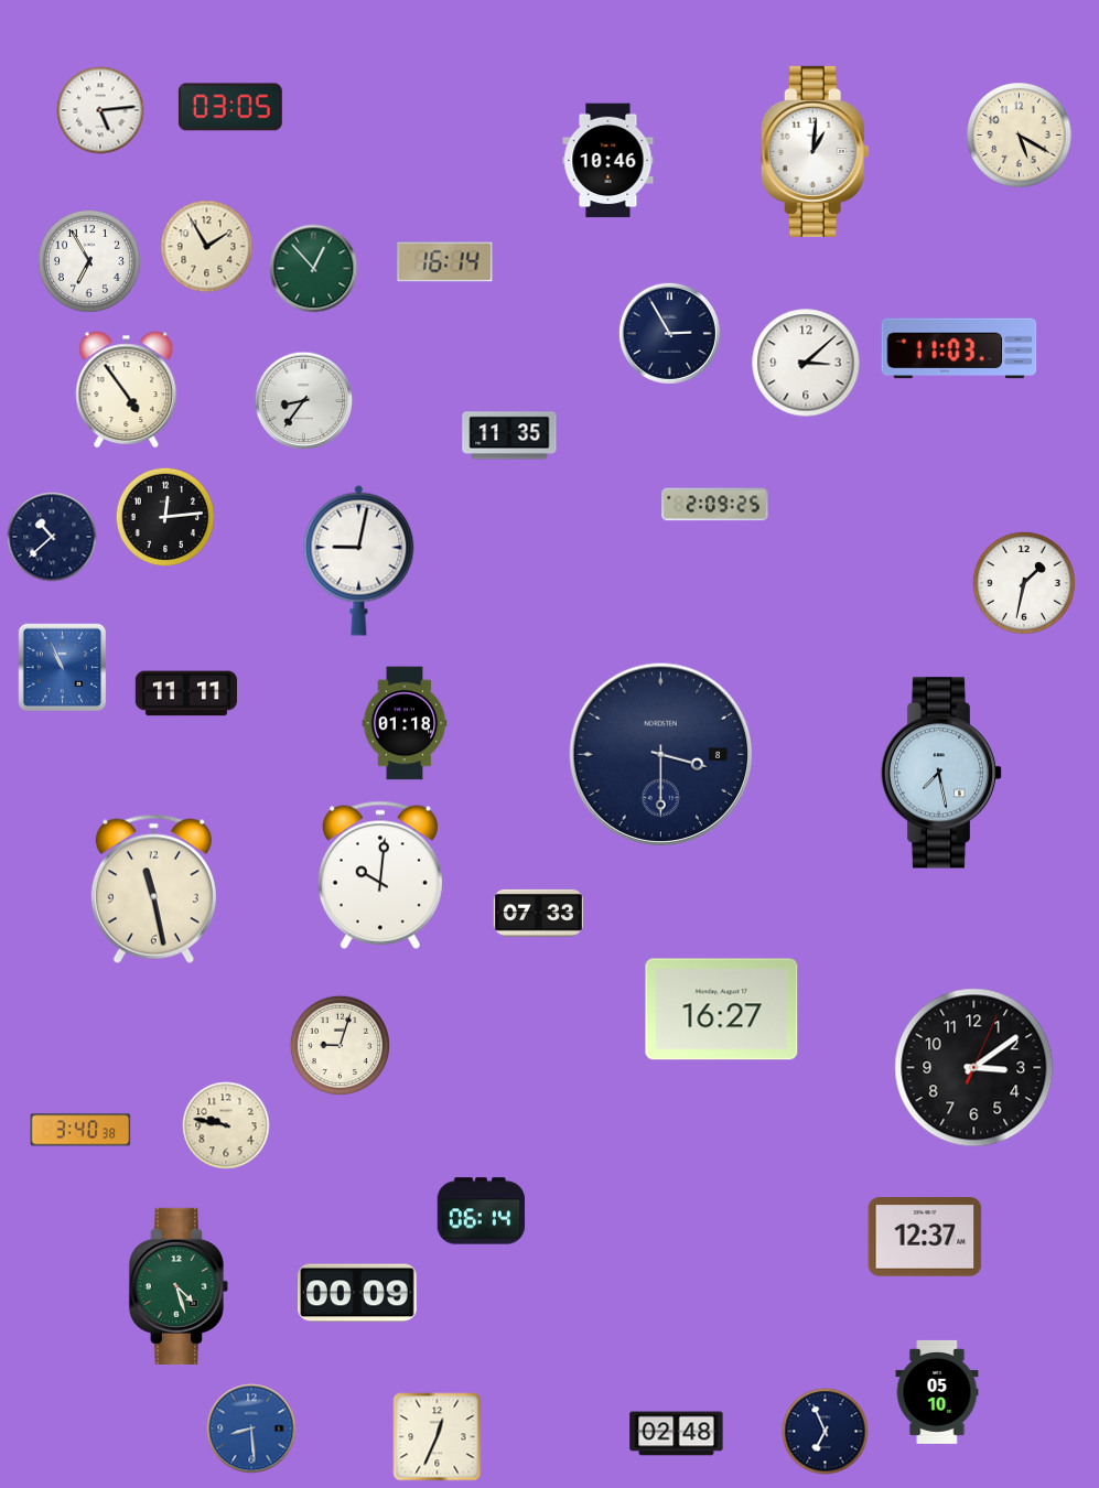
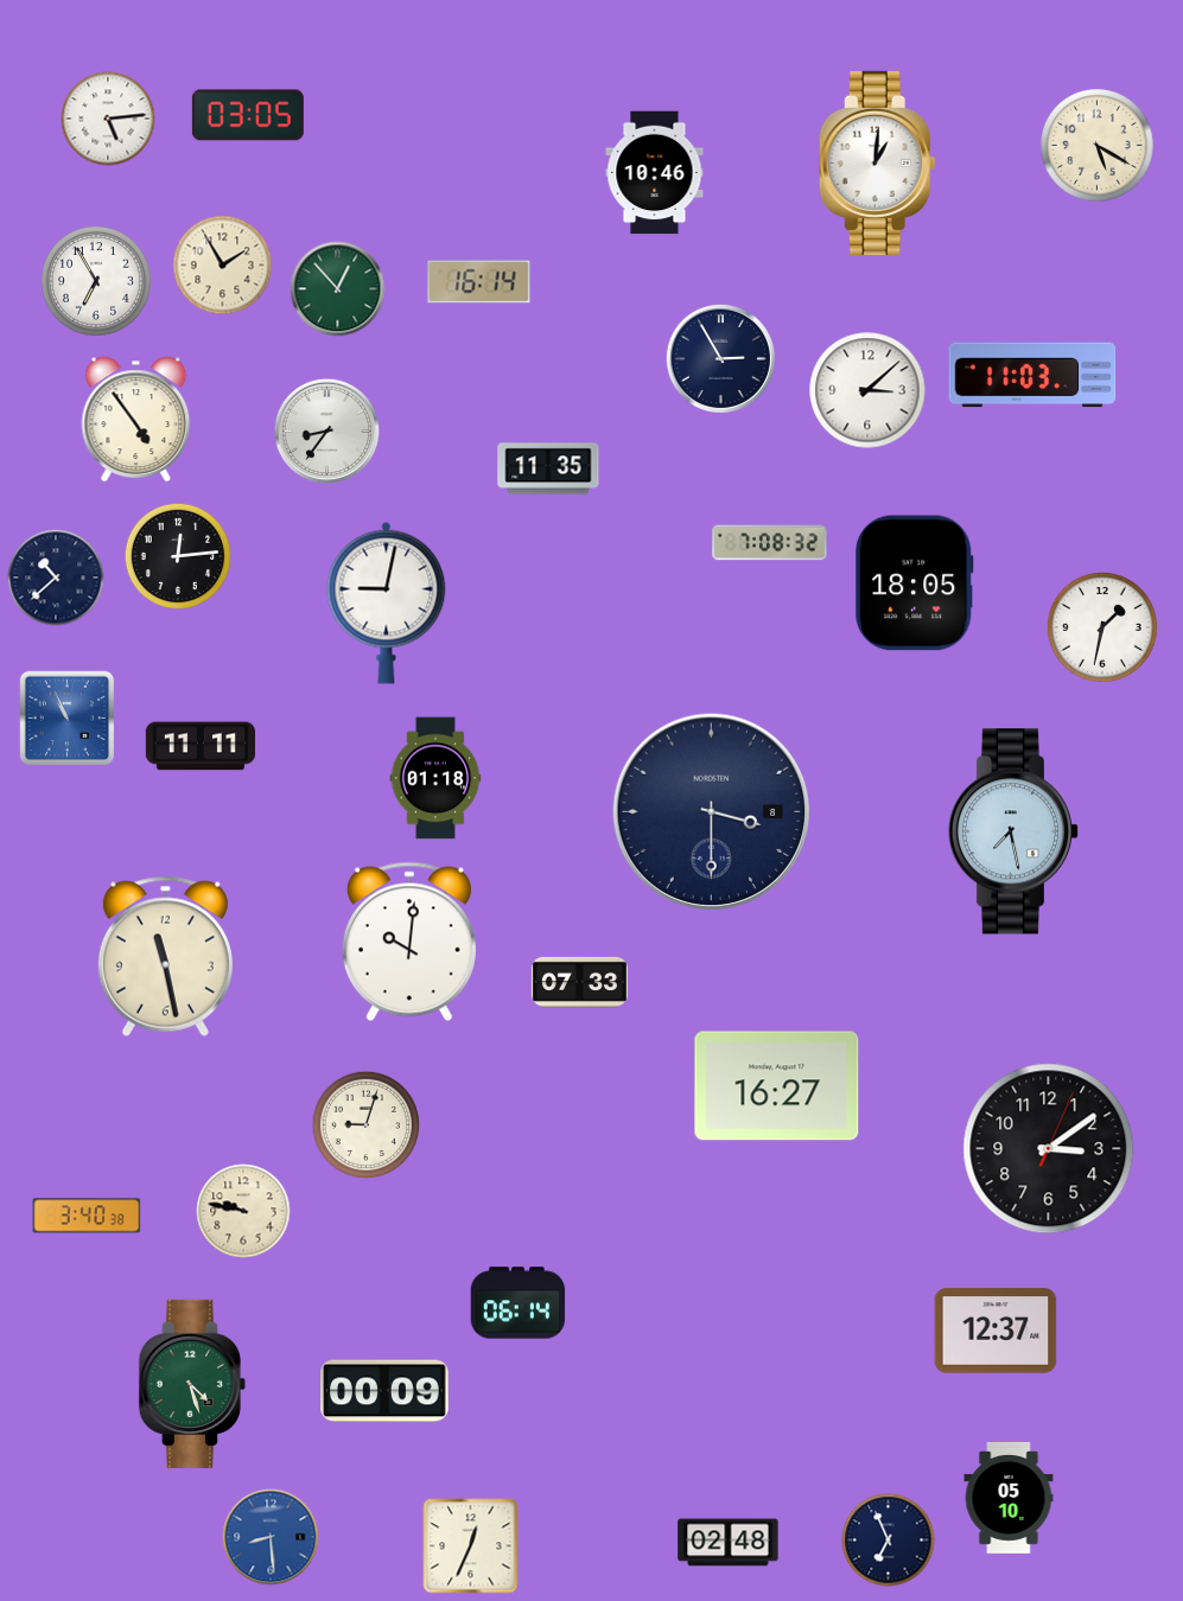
clock at (715, 505): 2:09 -> 7:08
clock at (915, 583): none -> 18:05
